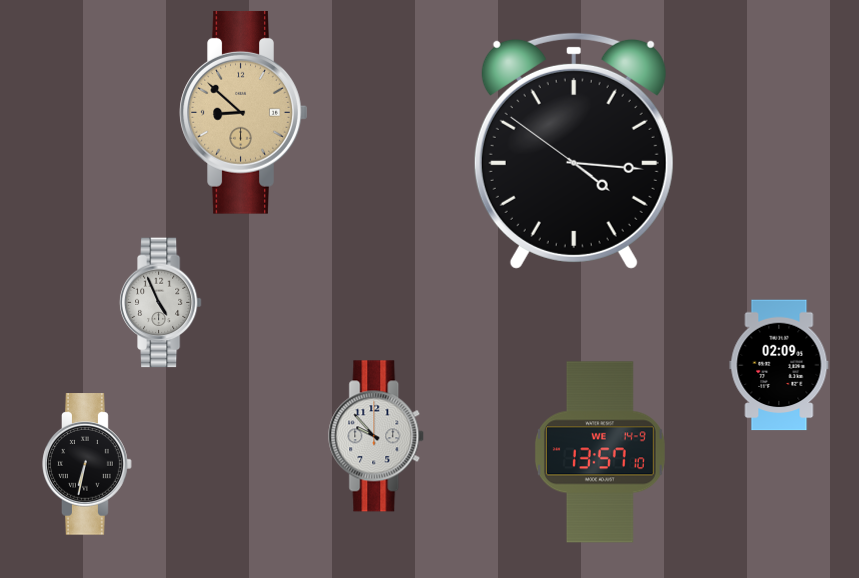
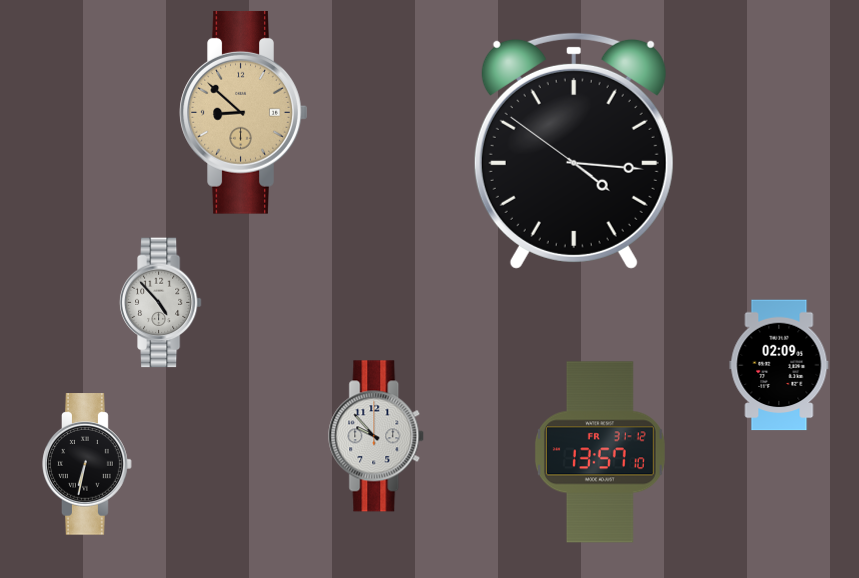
clock at (160, 303): 4:56 -> 4:53
clock at (600, 452) date: WE 14-9 -> FR 31-12
